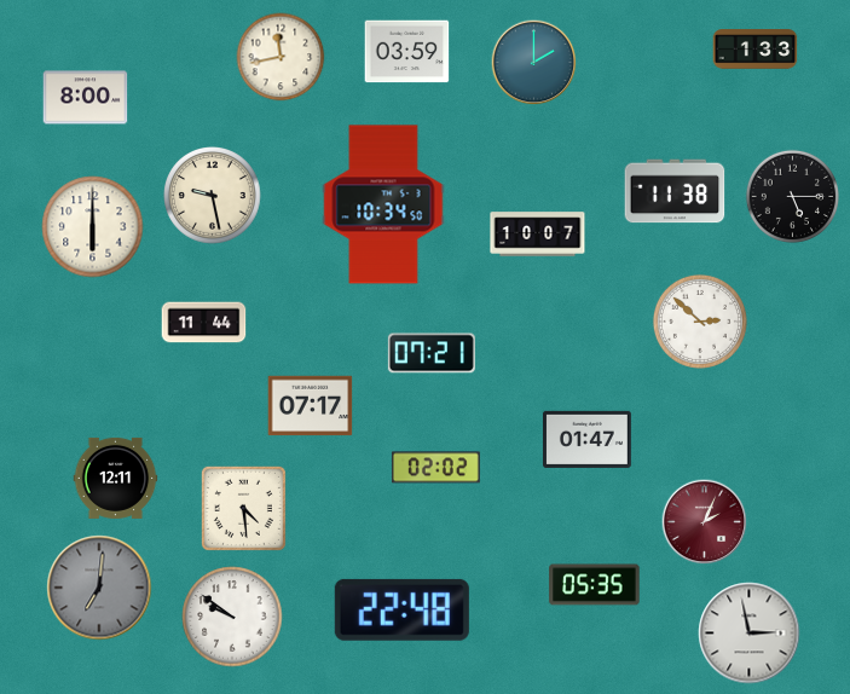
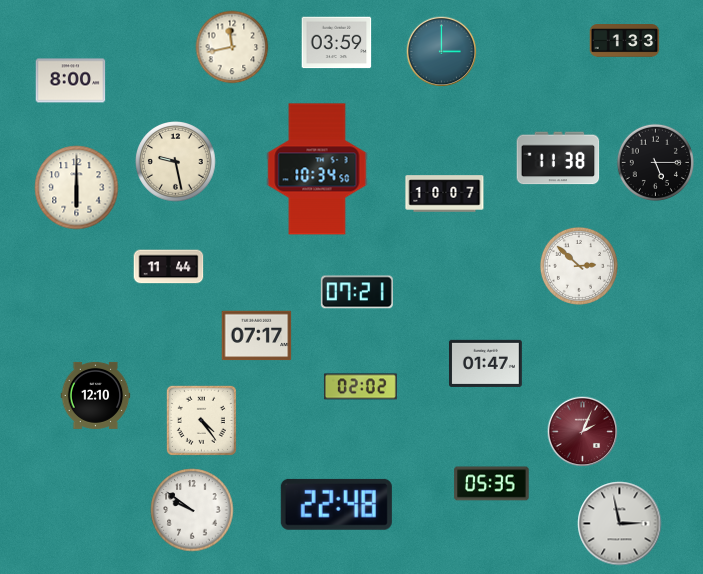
clock at (534, 63): 2:00 -> 3:00
clock at (116, 478): 12:11 -> 12:10
clock at (243, 508): 4:29 -> 4:24
clock at (99, 588): 7:01 -> none
clock at (401, 609) position: (401, 609) -> (336, 504)
